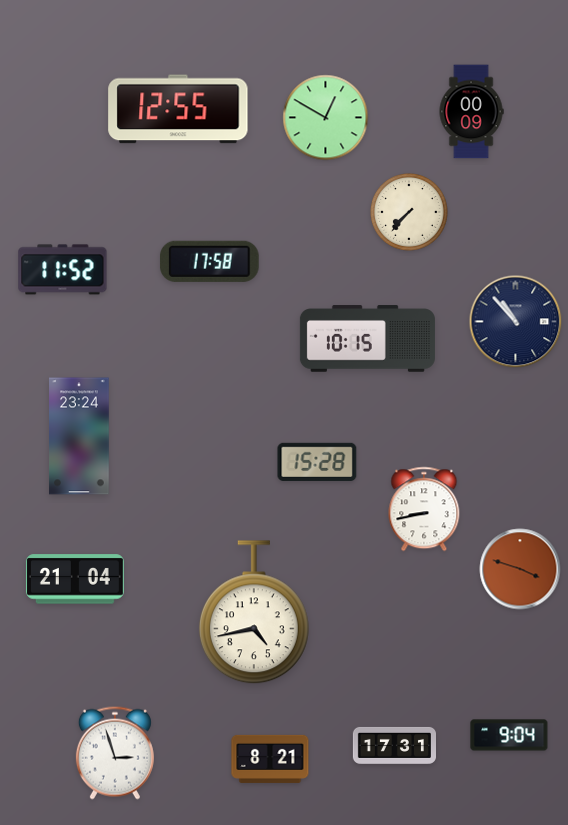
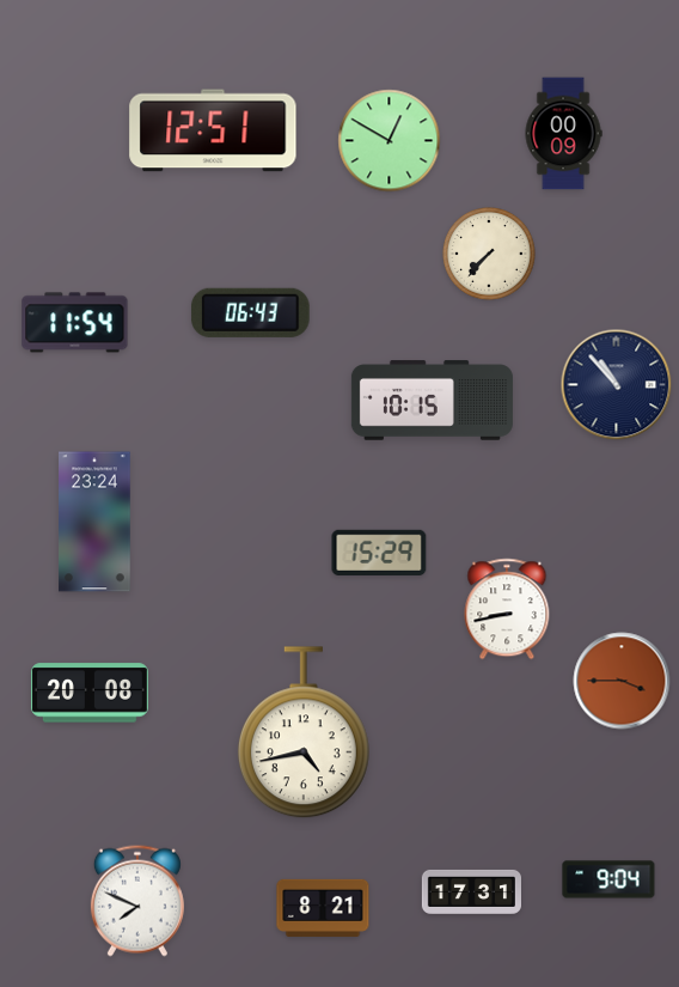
clock at (178, 109): 12:55 -> 12:51
clock at (209, 261): 17:58 -> 06:43
clock at (63, 270): 11:52 -> 11:54
clock at (367, 339) position: (367, 339) -> (432, 401)
clock at (317, 462): 15:28 -> 15:29
clock at (520, 569): 3:48 -> 3:45
clock at (75, 579): 21:04 -> 20:08
clock at (115, 753): 2:57 -> 7:49
